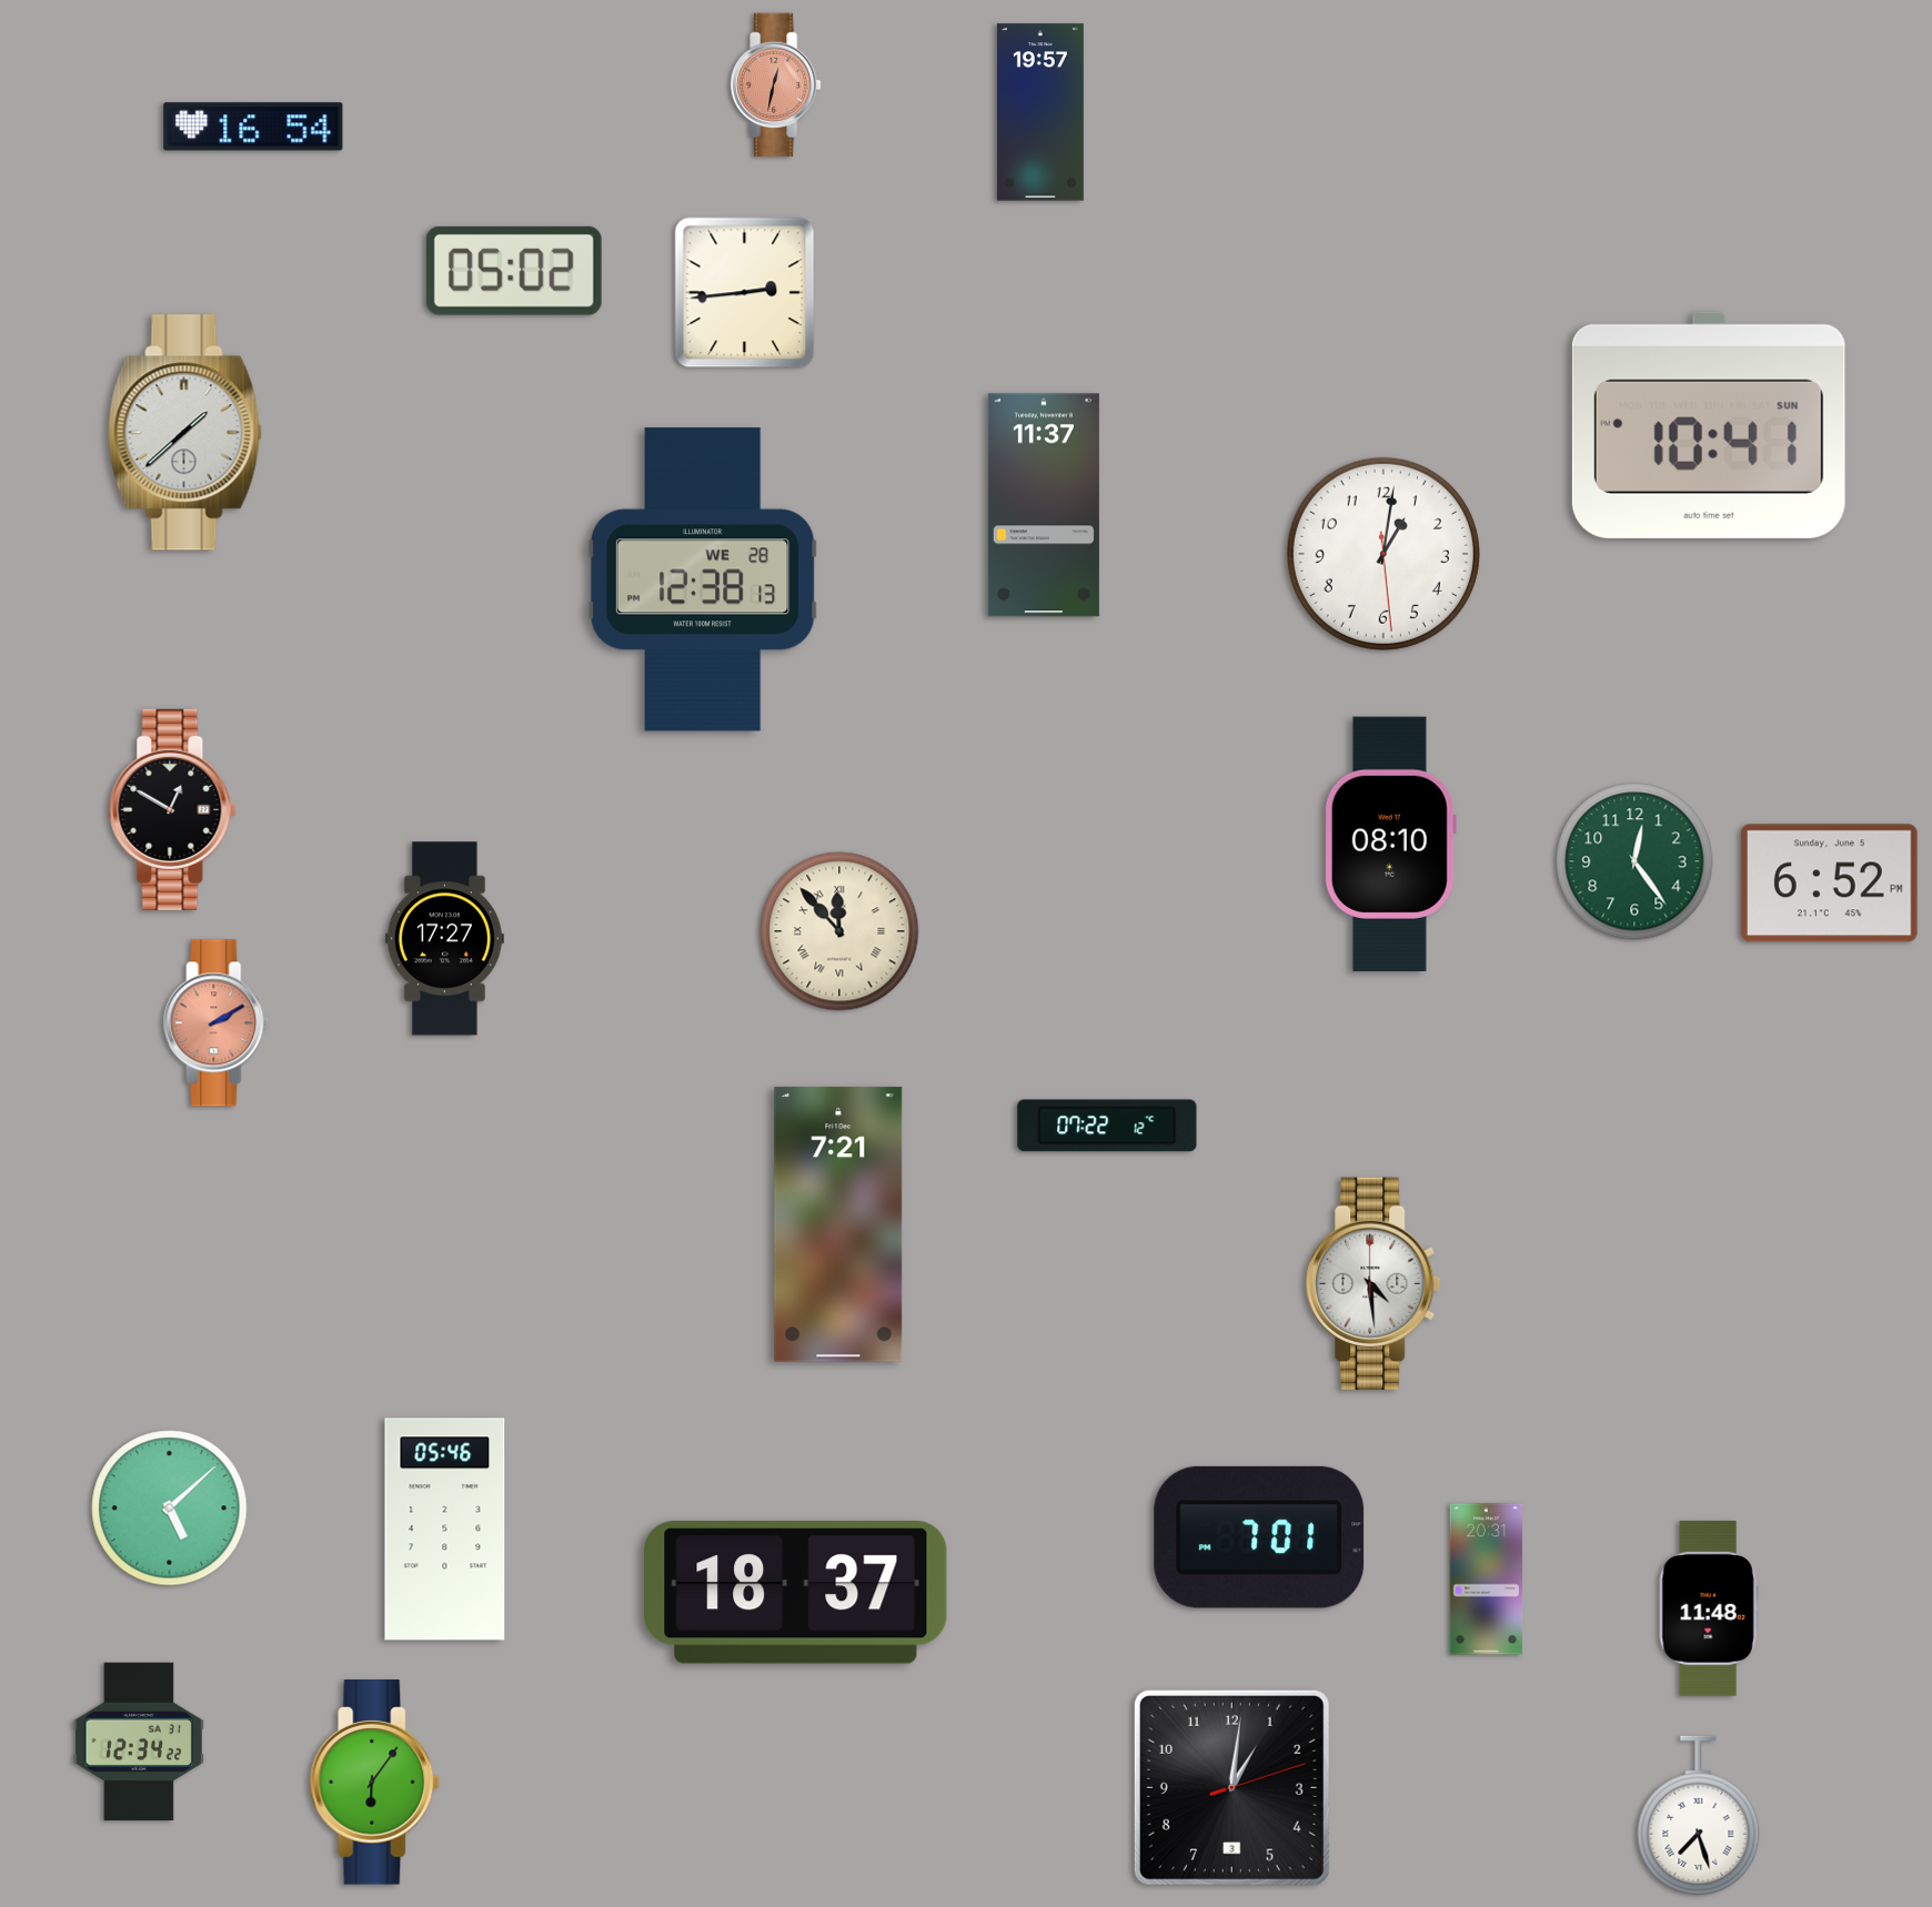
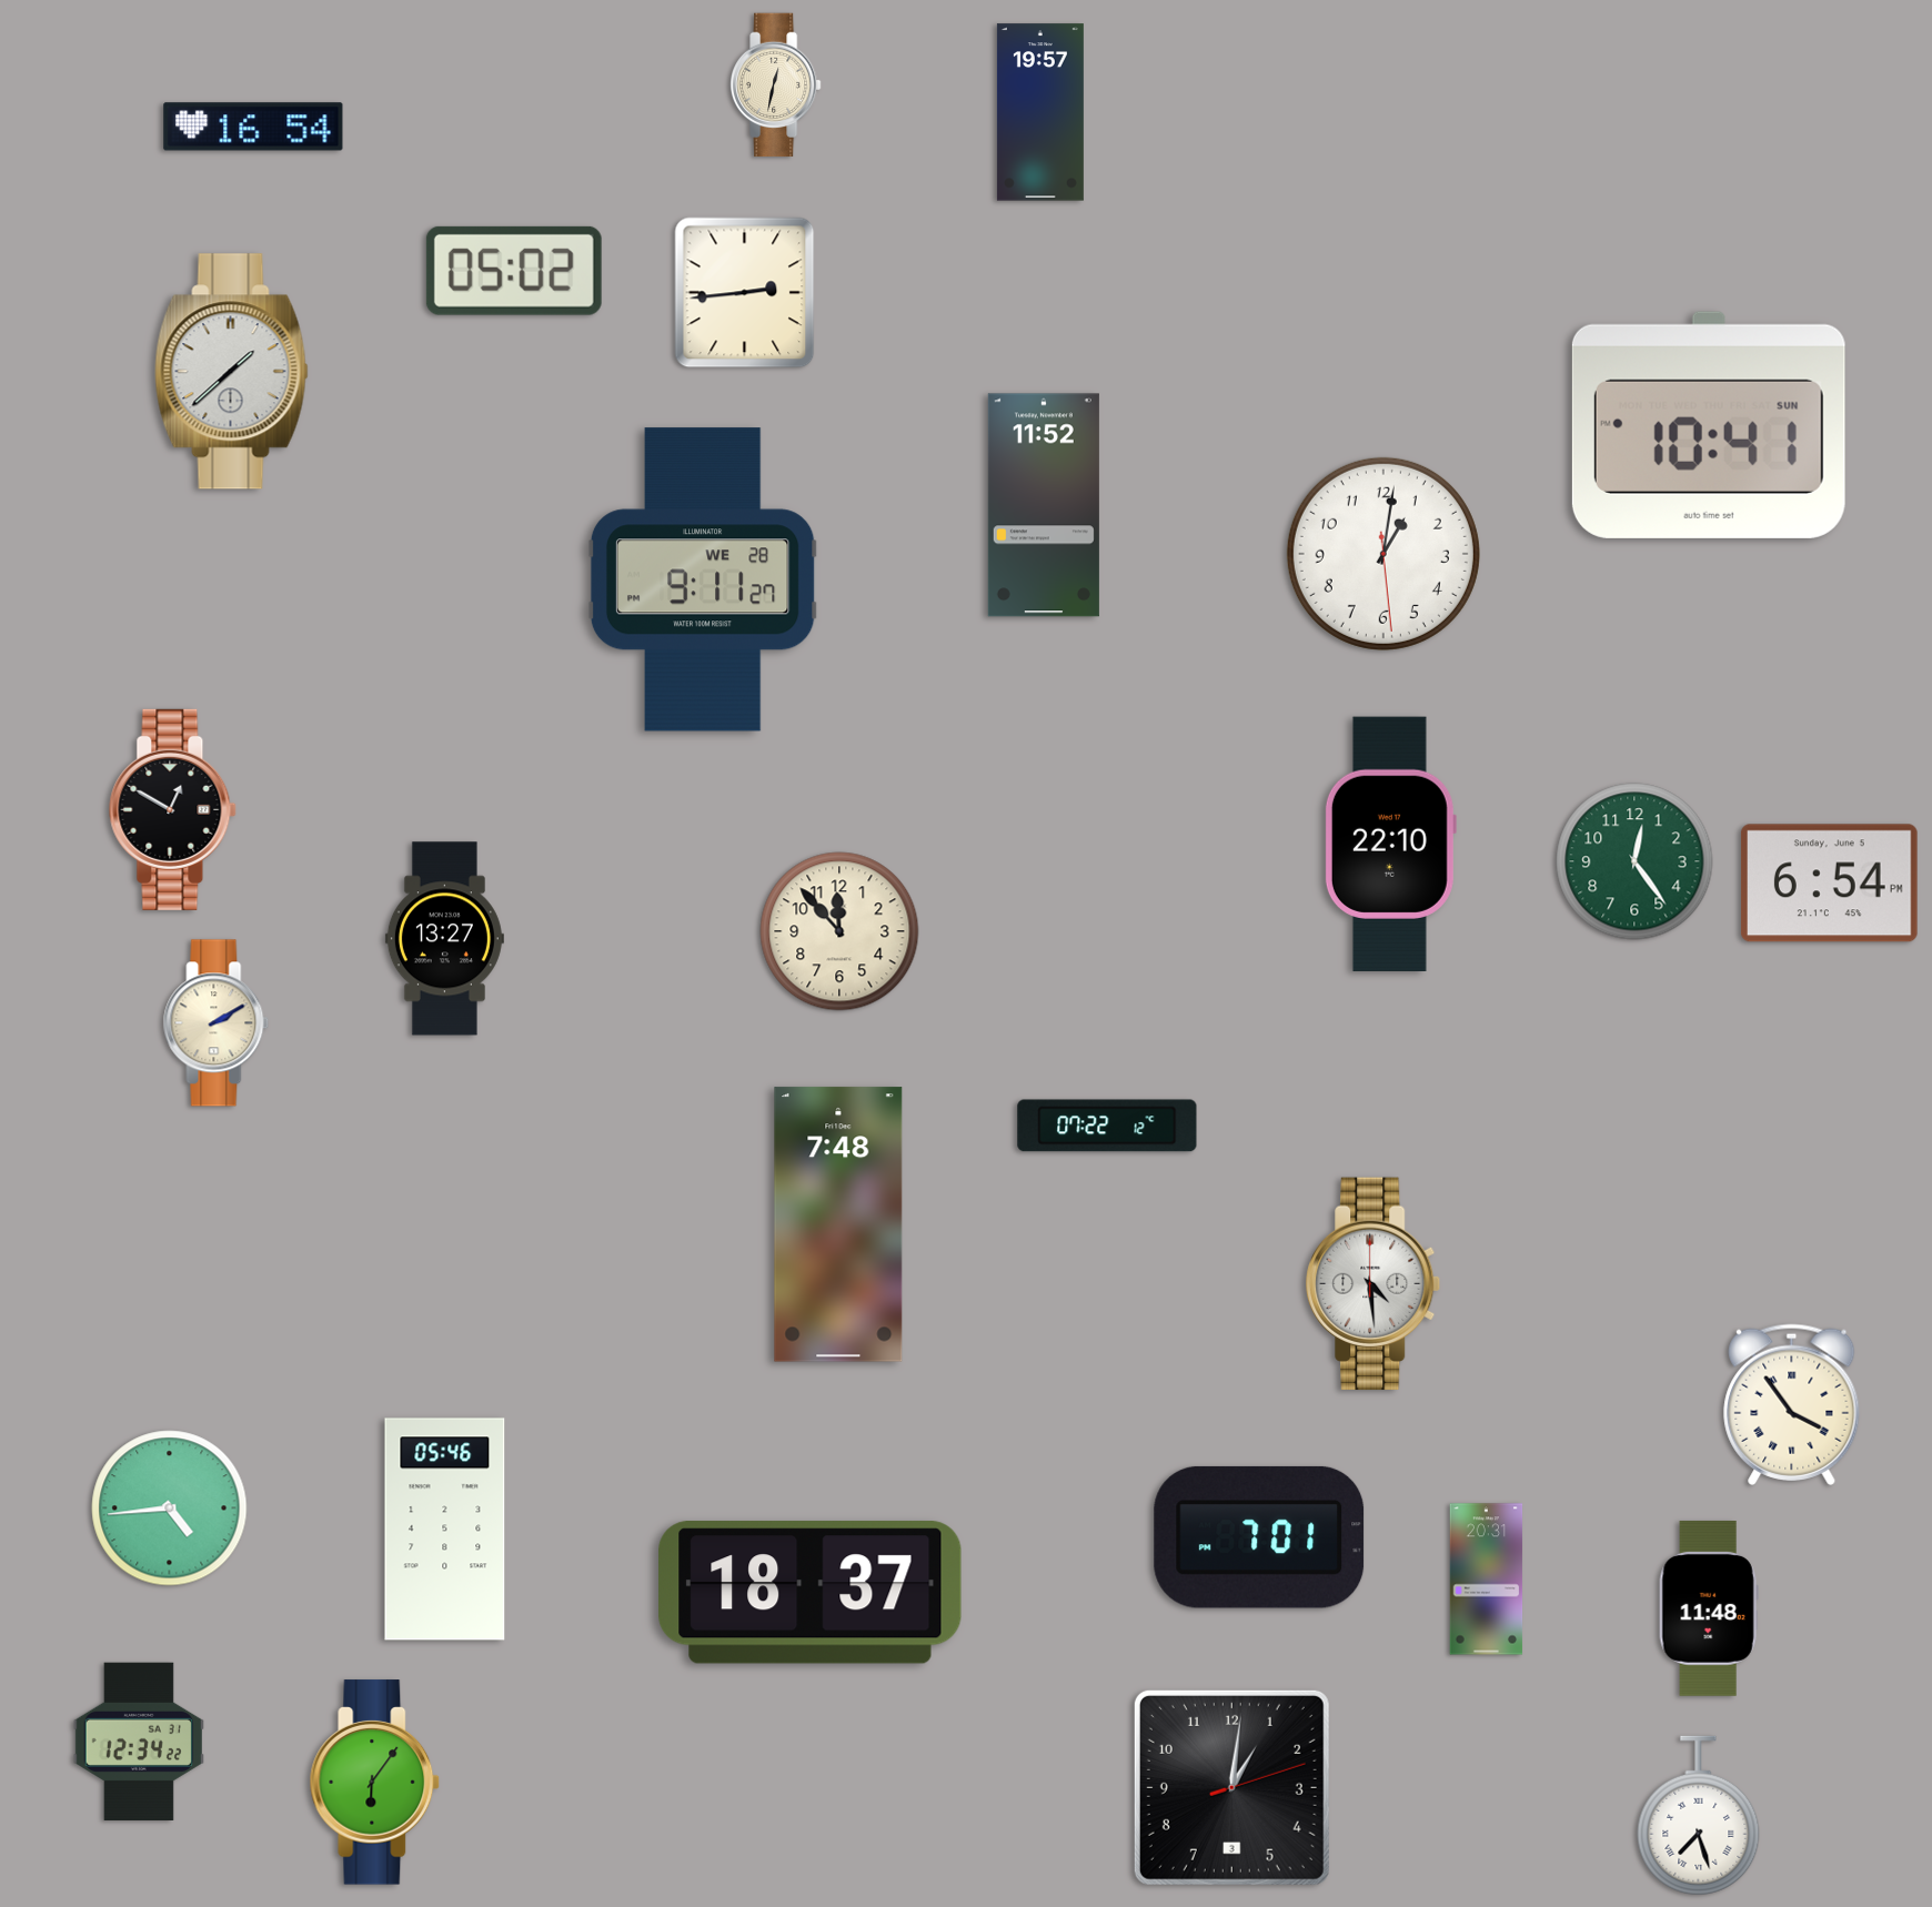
clock at (776, 85) dial: salmon -> cream
clock at (185, 433) position: (185, 433) -> (232, 372)
clock at (1044, 505): 11:37 -> 11:52
clock at (703, 579): 12:38 -> 9:11
clock at (1390, 844): 08:10 -> 22:10
clock at (1829, 884): 6:52 -> 6:54
clock at (839, 931) numerals: Roman -> Arabic
clock at (444, 939): 17:27 -> 13:27
clock at (217, 1023) dial: salmon -> cream
clock at (838, 1224): 7:21 -> 7:48
clock at (1792, 1404): none -> 3:54
clock at (170, 1509): 5:08 -> 4:44
clock at (796, 1593) position: (796, 1593) -> (811, 1593)
